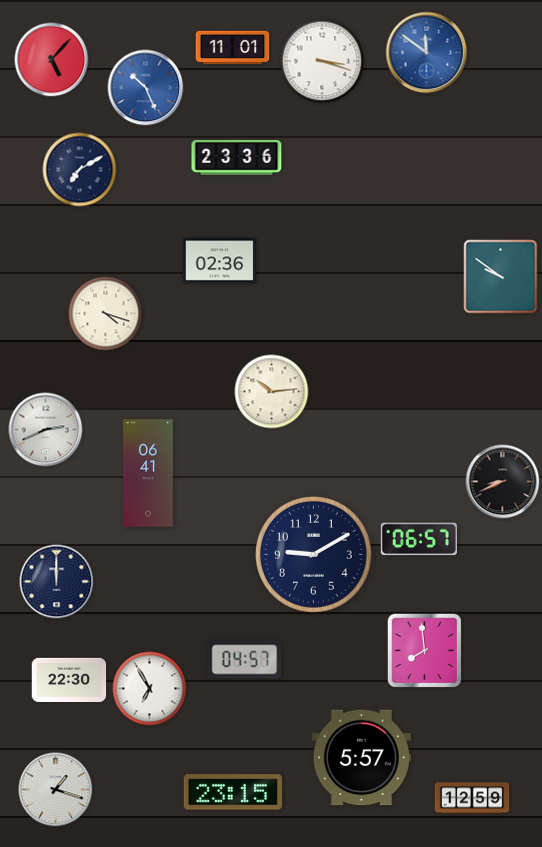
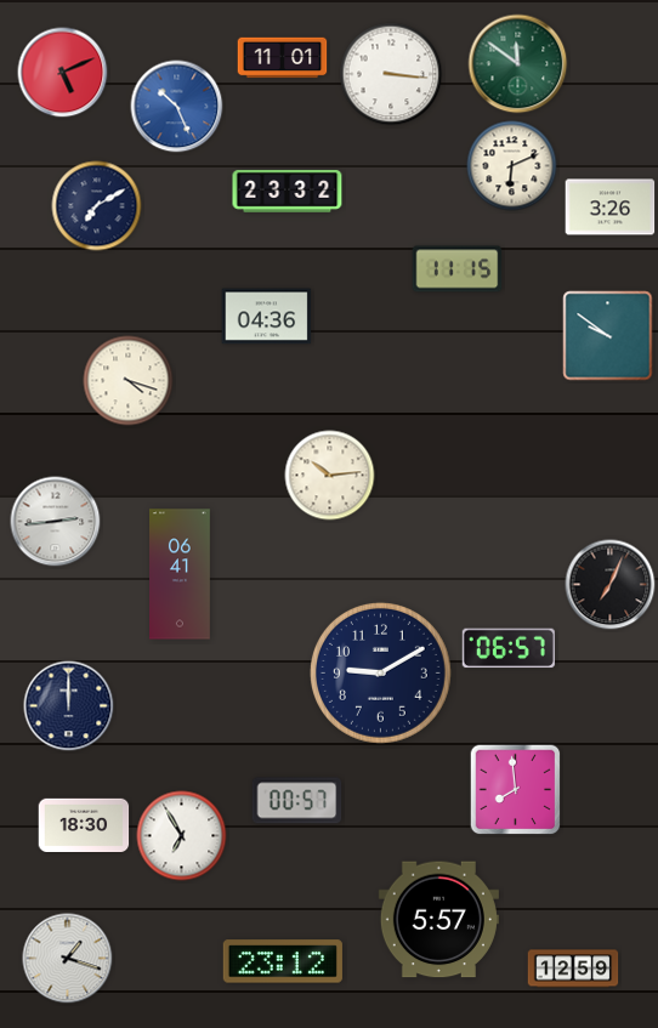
clock at (427, 53) dial: blue -> green
clock at (52, 60): 5:07 -> 5:11
clock at (322, 61): 3:18 -> 3:16
clock at (512, 166): none -> 6:11
clock at (237, 158): 23:36 -> 23:32
clock at (611, 208): none -> 3:26
clock at (458, 269): none -> 11:15
clock at (220, 261): 02:36 -> 04:36
clock at (46, 430): 2:41 -> 2:44
clock at (503, 482): 8:41 -> 7:04
clock at (419, 539) position: (419, 539) -> (509, 648)
clock at (245, 660): 04:57 -> 00:57
clock at (69, 679): 22:30 -> 18:30
clock at (233, 792): 23:15 -> 23:12
